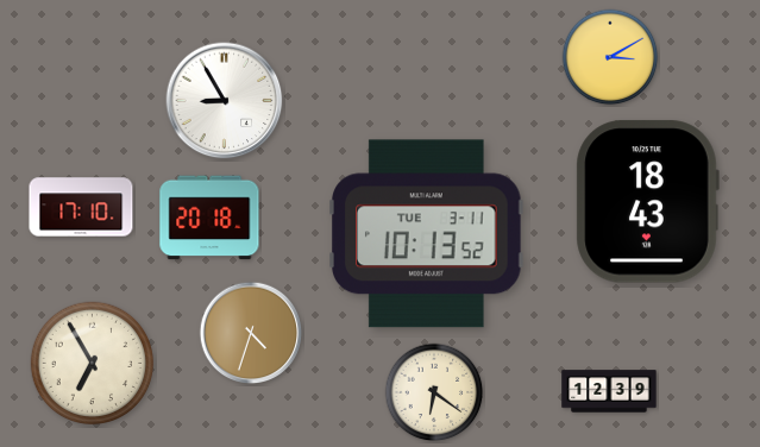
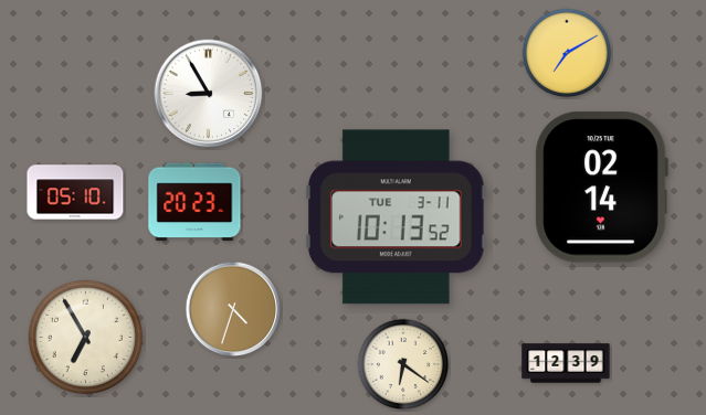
clock at (610, 57): 3:10 -> 7:10
clock at (647, 202): 18:43 -> 02:14
clock at (81, 207): 17:10 -> 05:10
clock at (209, 218): 20:18 -> 20:23
